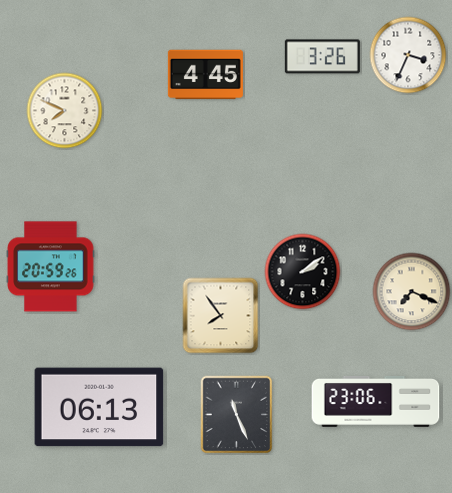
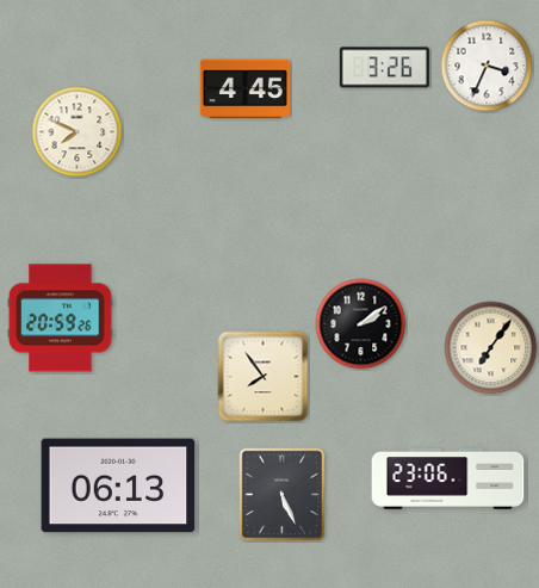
clock at (412, 292): 7:19 -> 7:06
clock at (237, 415): 11:26 -> 5:26
